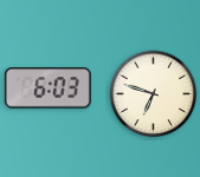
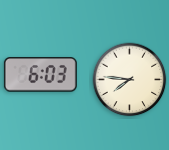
clock at (154, 94): 6:48 -> 7:46
